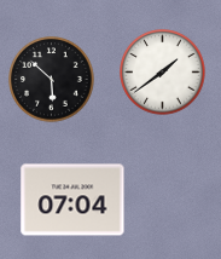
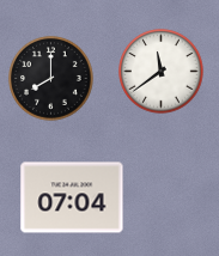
clock at (163, 73): 1:39 -> 11:39
clock at (52, 80): 5:52 -> 8:00
